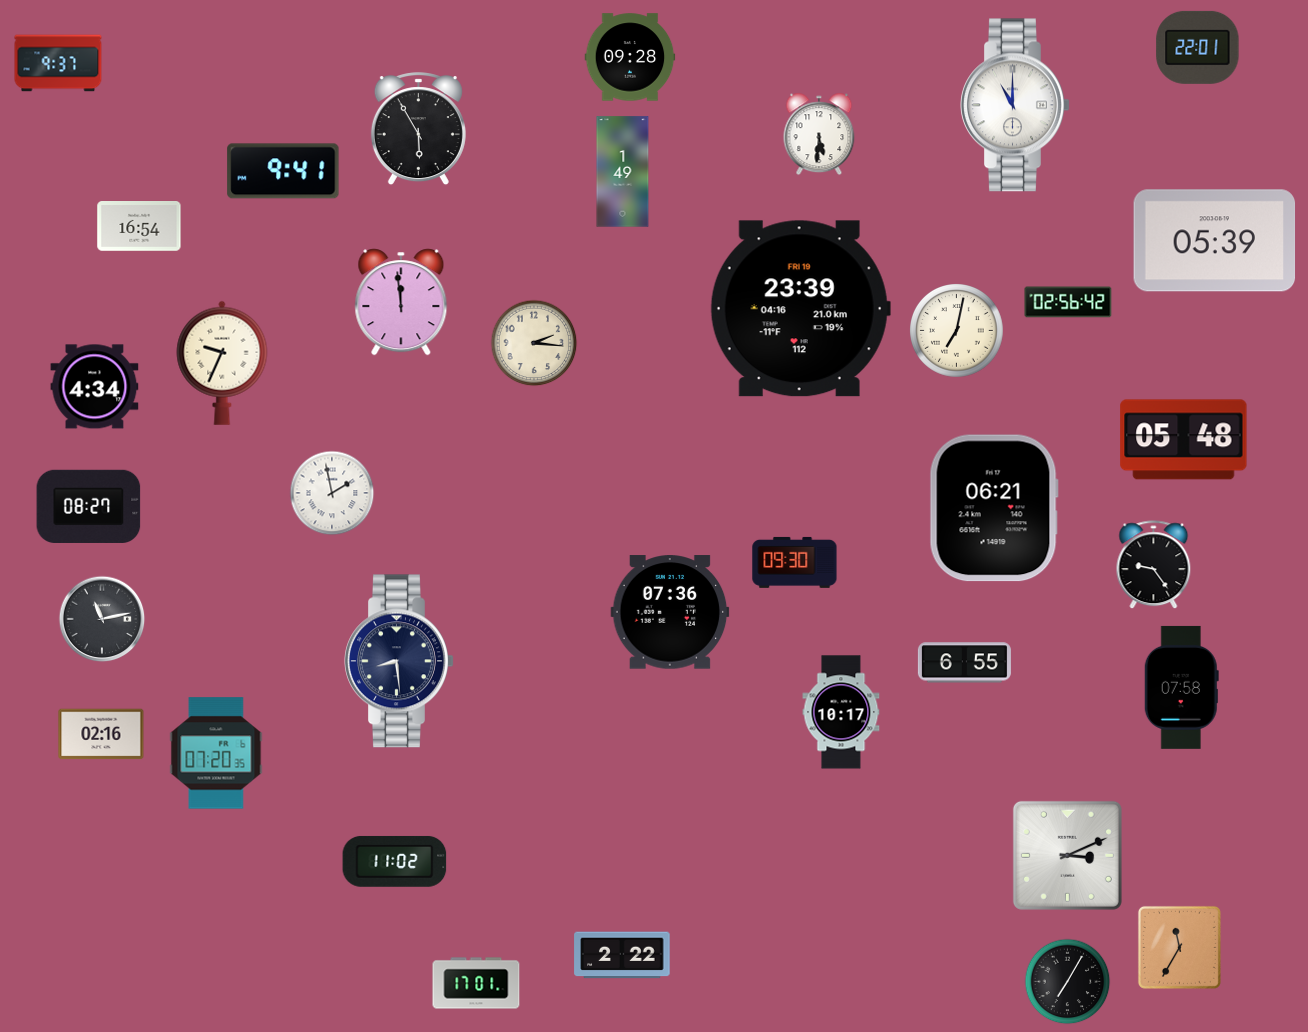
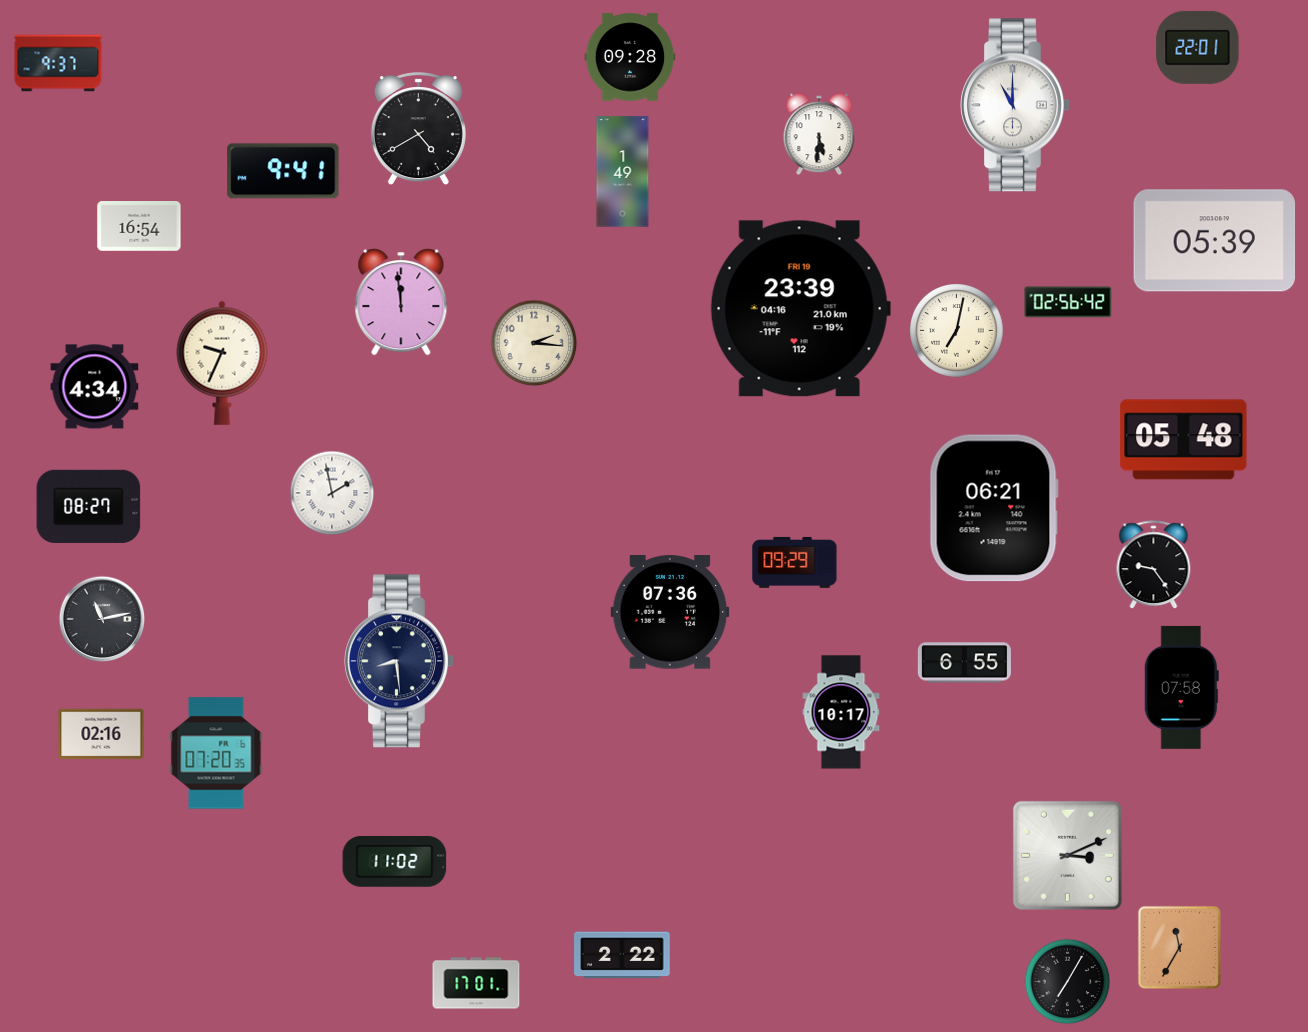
clock at (418, 129): 5:55 -> 4:40
clock at (795, 562): 09:30 -> 09:29
